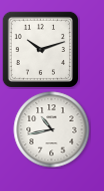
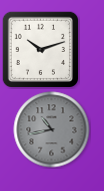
clock at (52, 130) dial: white -> grey
